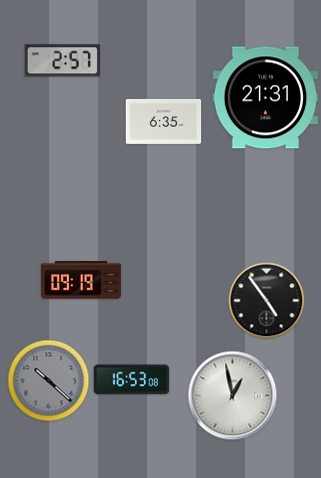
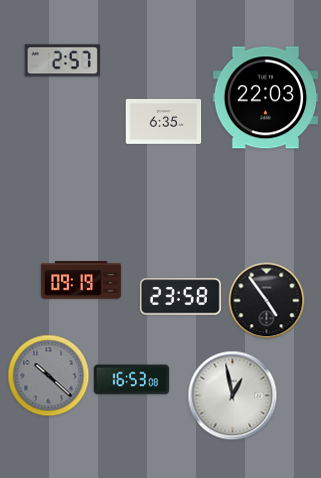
clock at (266, 98): 21:31 -> 22:03
clock at (180, 297): none -> 23:58
clock at (49, 381) position: (49, 381) -> (49, 376)
